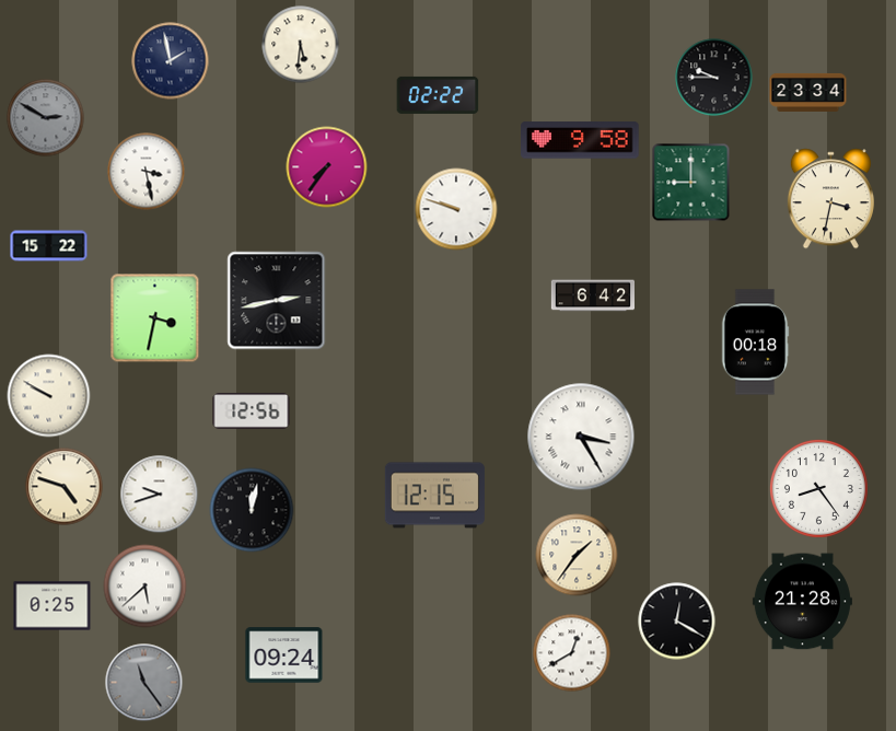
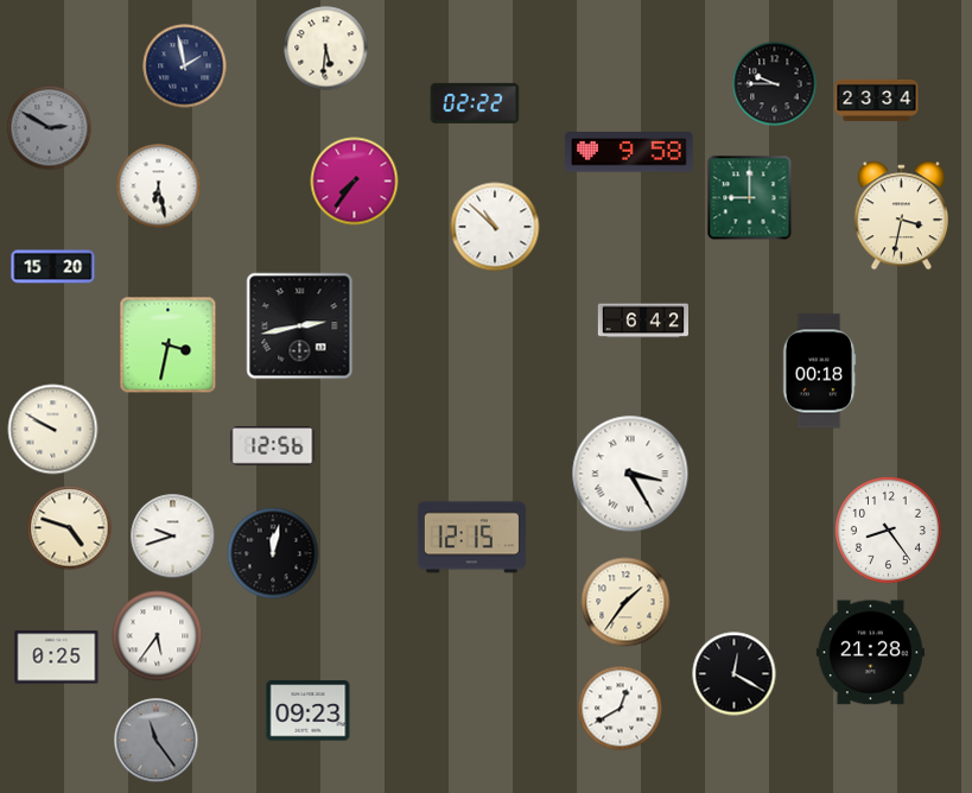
clock at (147, 172): 3:28 -> 6:28
clock at (456, 209): 9:48 -> 10:52
clock at (49, 246): 15:22 -> 15:20
clock at (146, 587): 5:38 -> 5:36
clock at (284, 655): 09:24 -> 09:23
